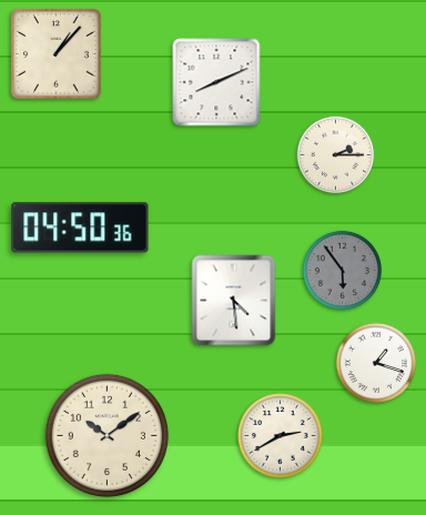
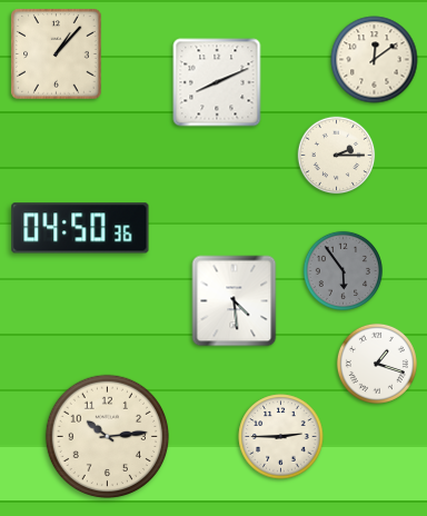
clock at (375, 60): none -> 12:09
clock at (106, 435): 10:09 -> 10:14
clock at (281, 436): 2:40 -> 2:45
